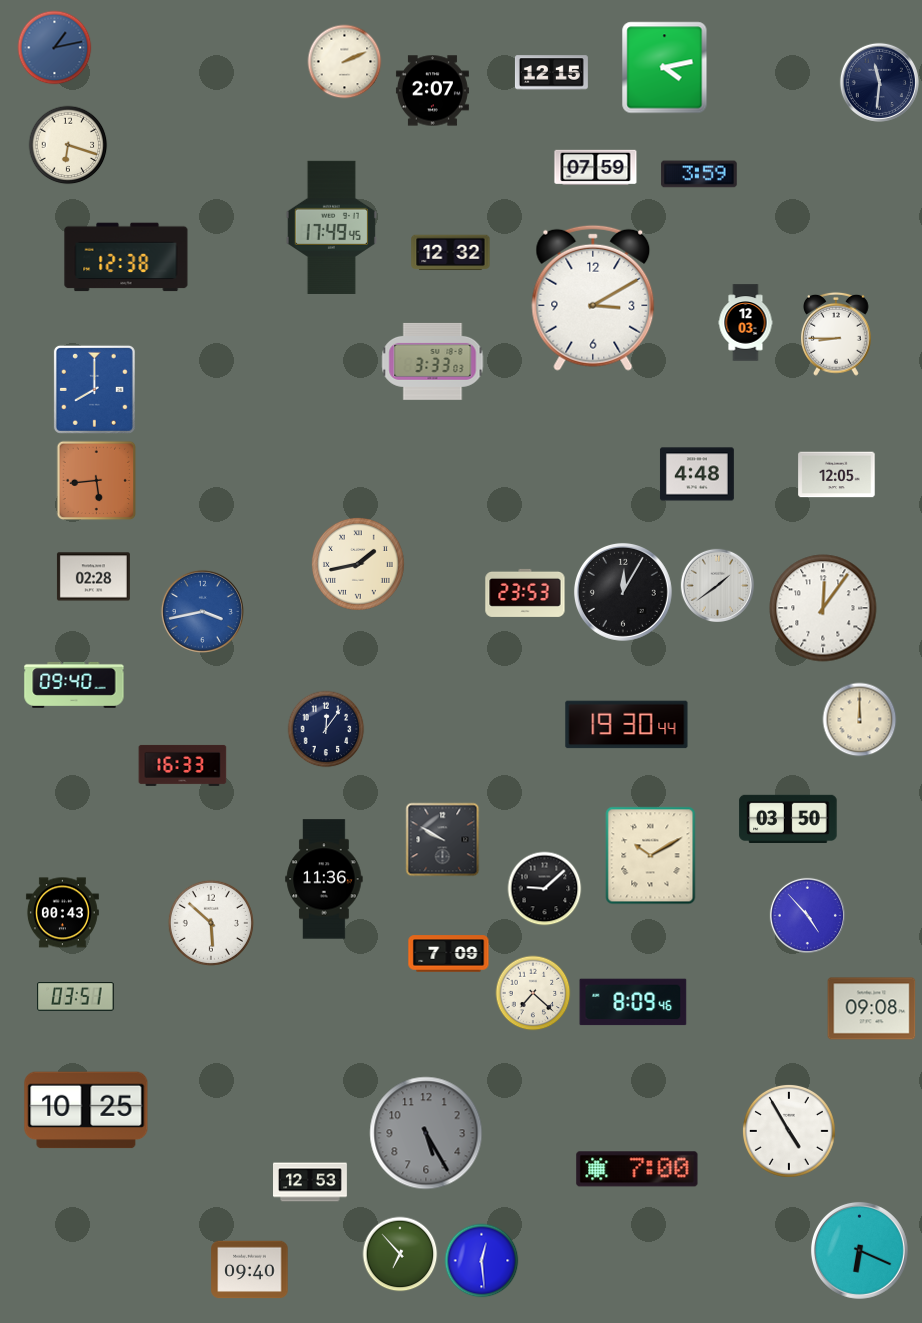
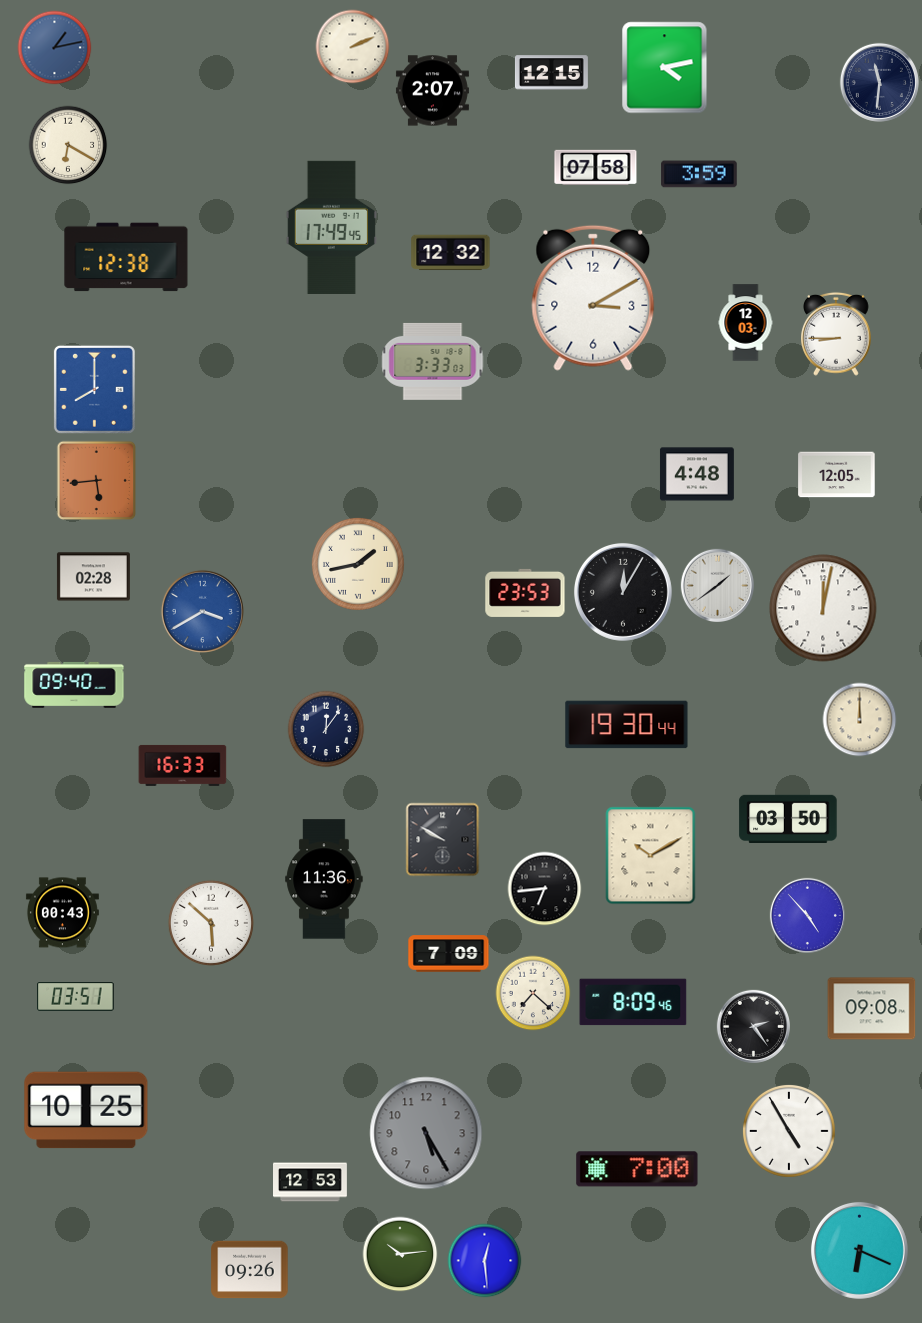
clock at (345, 62) position: (345, 62) -> (353, 47)
clock at (68, 145): 6:18 -> 6:20
clock at (596, 167): 07:59 -> 07:58
clock at (823, 608): 12:06 -> 12:02
clock at (202, 611): 3:43 -> 3:40
clock at (545, 889): 9:08 -> 6:44
clock at (753, 1026): none -> 2:24
clock at (400, 1254): 6:53 -> 10:14
clock at (482, 1261) position: (482, 1261) -> (485, 1261)
clock at (250, 1270): 09:40 -> 09:26
